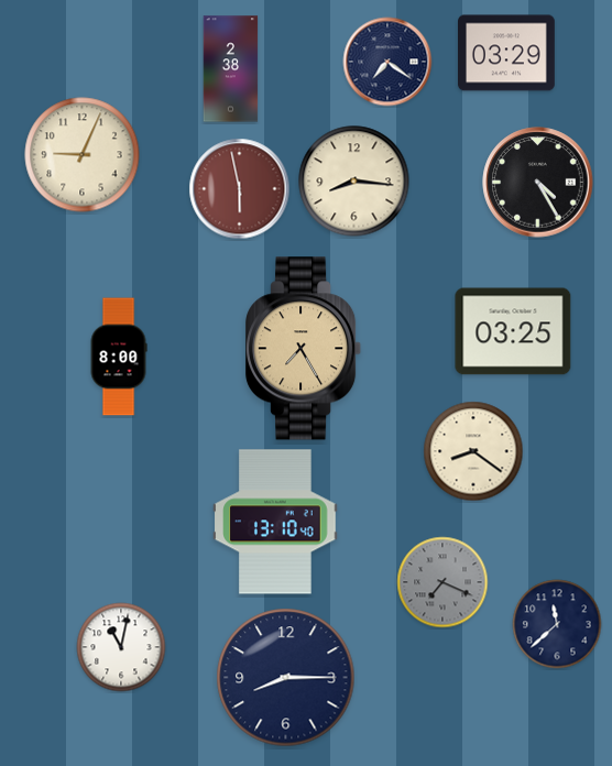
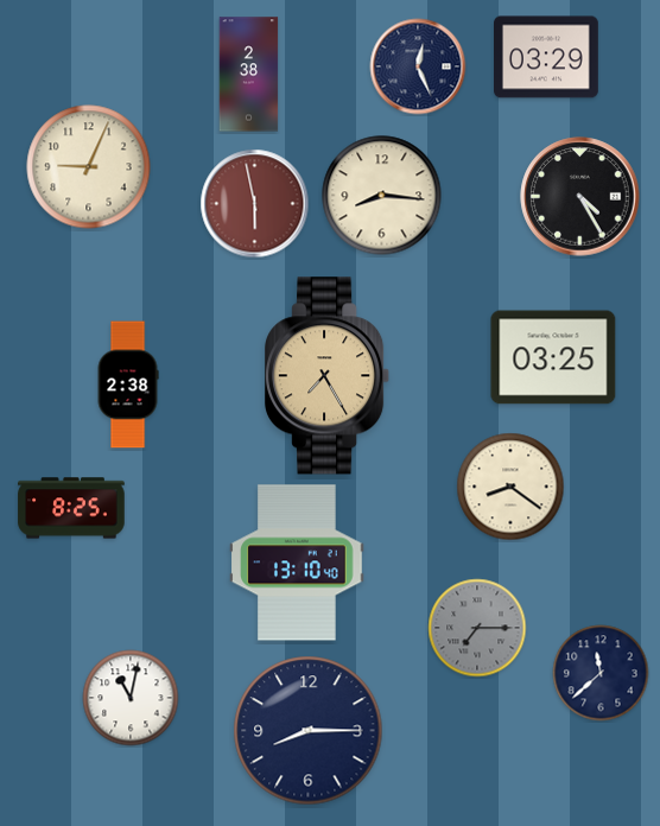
clock at (387, 62): 7:21 -> 12:26
clock at (240, 189) position: (240, 189) -> (255, 204)
clock at (119, 357): 8:00 -> 2:38
clock at (71, 508): none -> 8:25
clock at (442, 582): 7:19 -> 7:15
